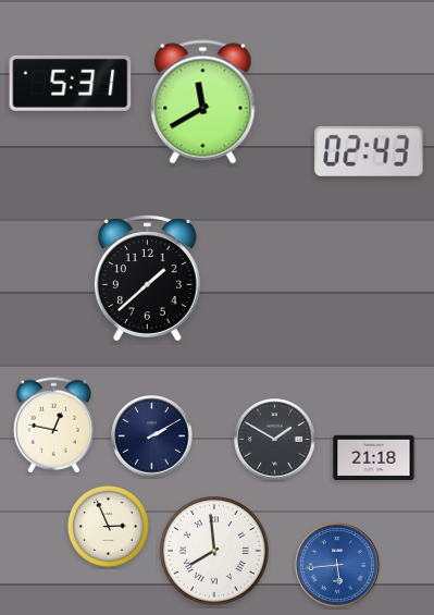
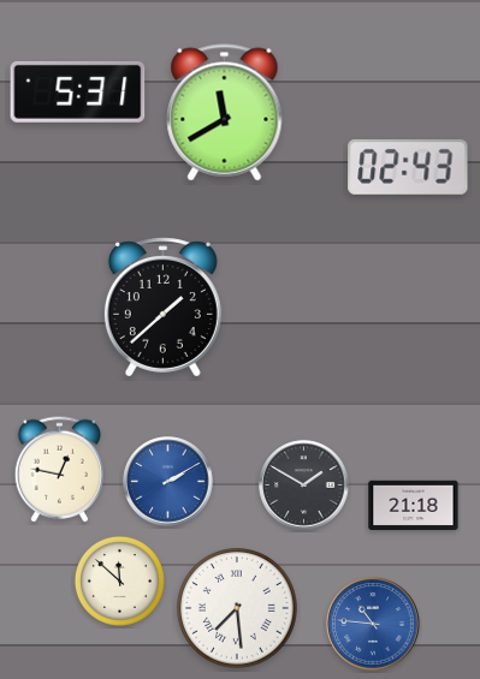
clock at (152, 436) dial: navy -> blue
clock at (108, 526): 2:56 -> 11:52
clock at (214, 551): 7:59 -> 7:29
clock at (337, 565): 5:44 -> 10:46
